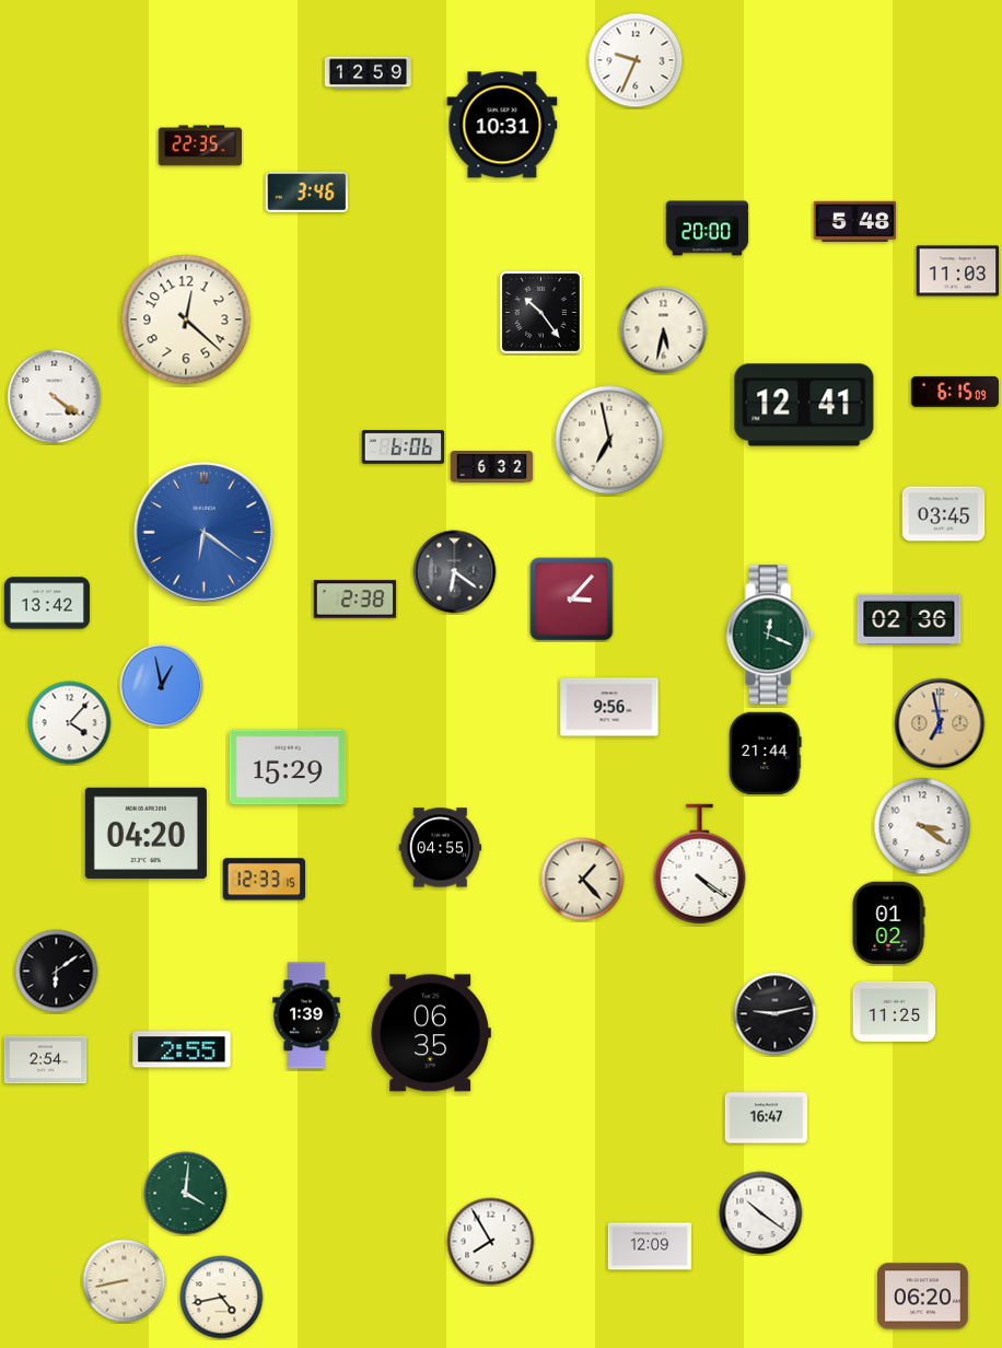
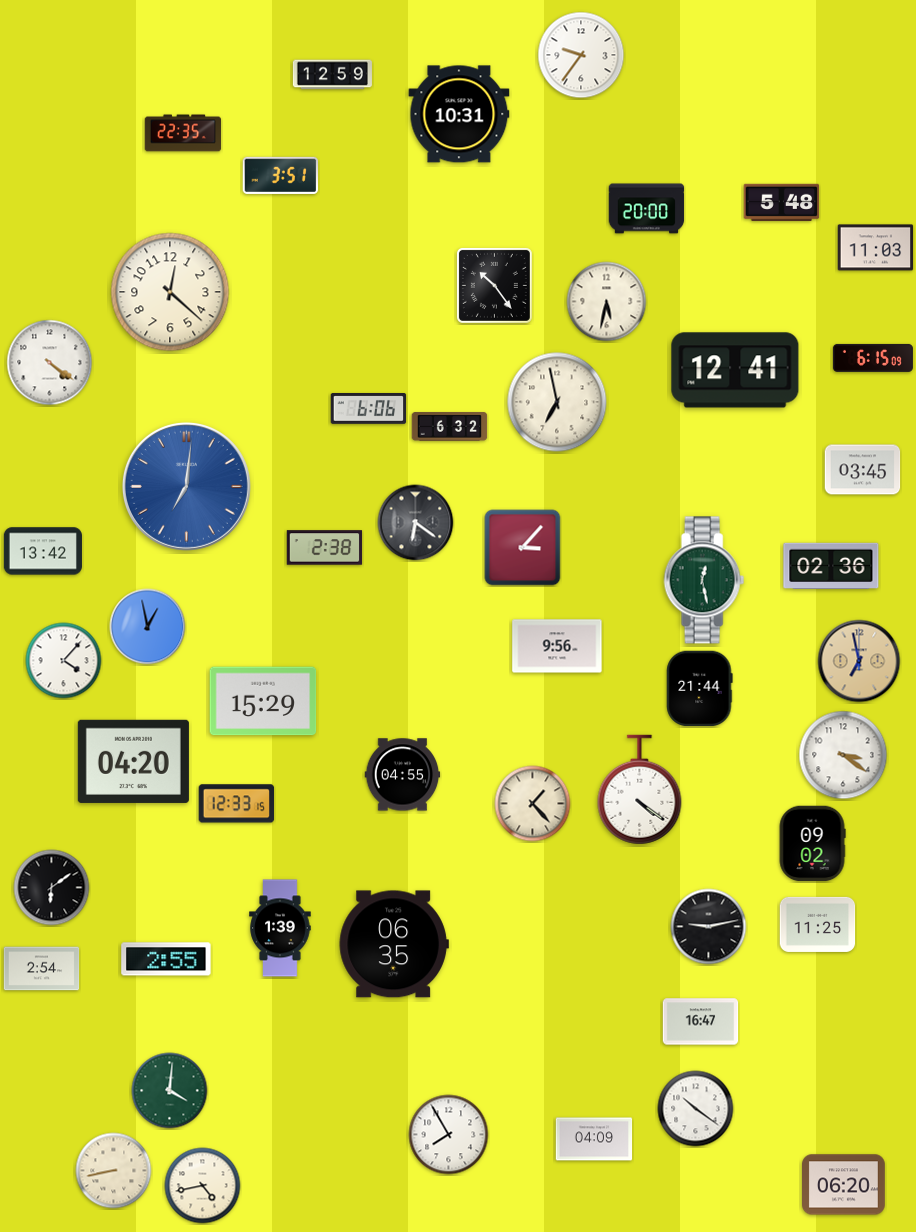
clock at (636, 60): 9:34 -> 9:36
clock at (368, 73) position: (368, 73) -> (332, 75)
clock at (307, 191): 3:46 -> 3:51
clock at (203, 532): 6:21 -> 7:01
clock at (770, 635): 12:19 -> 12:28
clock at (265, 880) position: (265, 880) -> (237, 804)
clock at (888, 923): 01:02 -> 09:02
clock at (650, 1246): 12:09 -> 04:09
